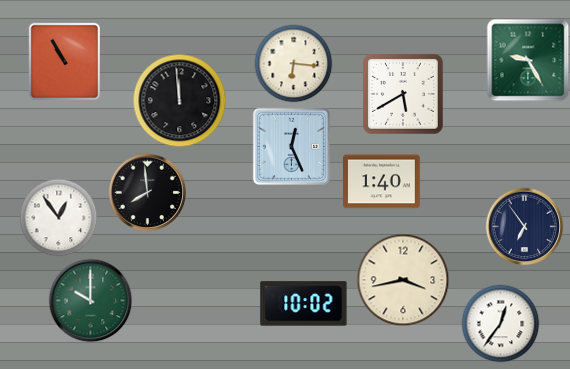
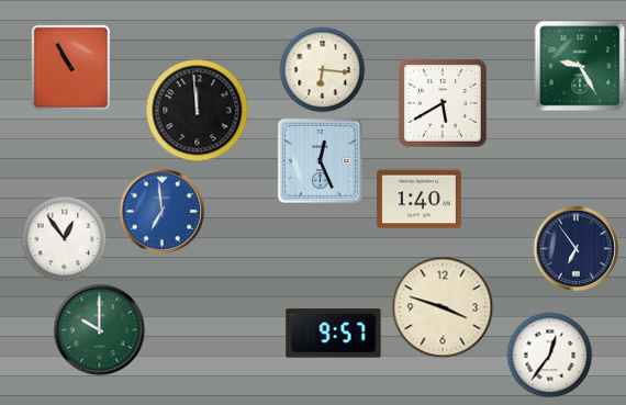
clock at (147, 192): 7:59 -> 6:59
clock at (147, 192) dial: black -> blue
clock at (403, 280): 3:43 -> 3:48
clock at (304, 304): 10:02 -> 9:57
